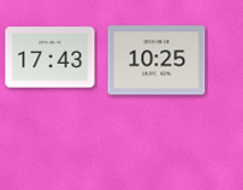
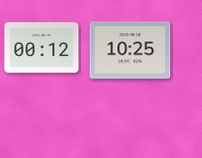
clock at (51, 58): 17:43 -> 00:12
